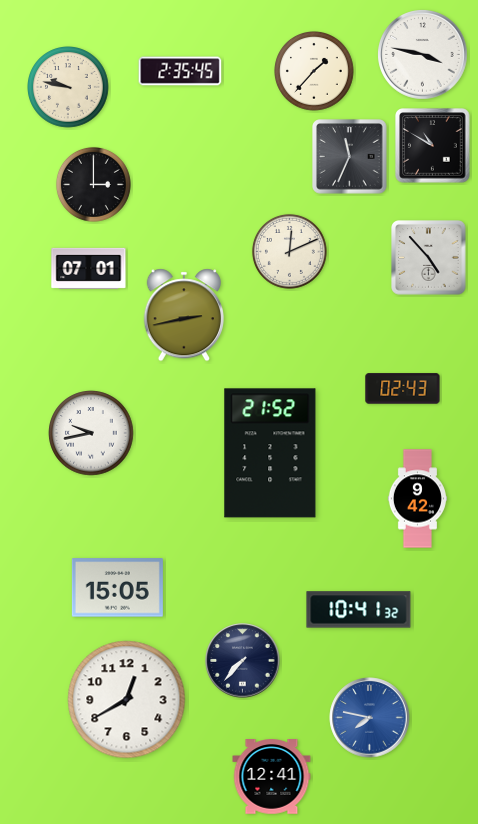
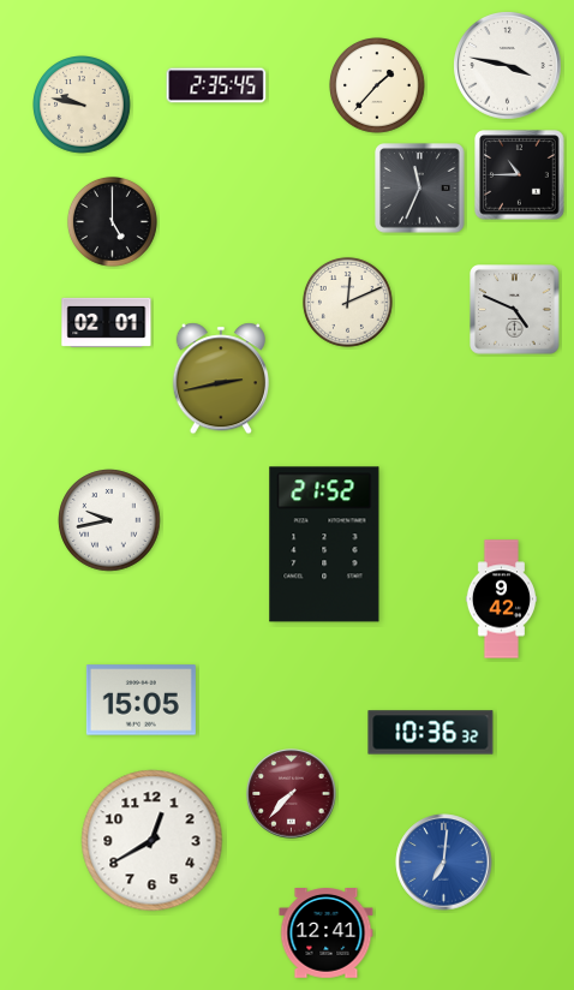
clock at (433, 146): 10:50 -> 10:45
clock at (93, 184): 3:00 -> 5:00
clock at (429, 258): 4:53 -> 4:49
clock at (89, 268): 07:01 -> 02:01
clock at (403, 389): 02:43 -> none
clock at (117, 588) position: (117, 588) -> (140, 700)
clock at (359, 610): 10:41 -> 10:36
clock at (243, 661) dial: navy -> burgundy
clock at (370, 718): 7:47 -> 7:01
